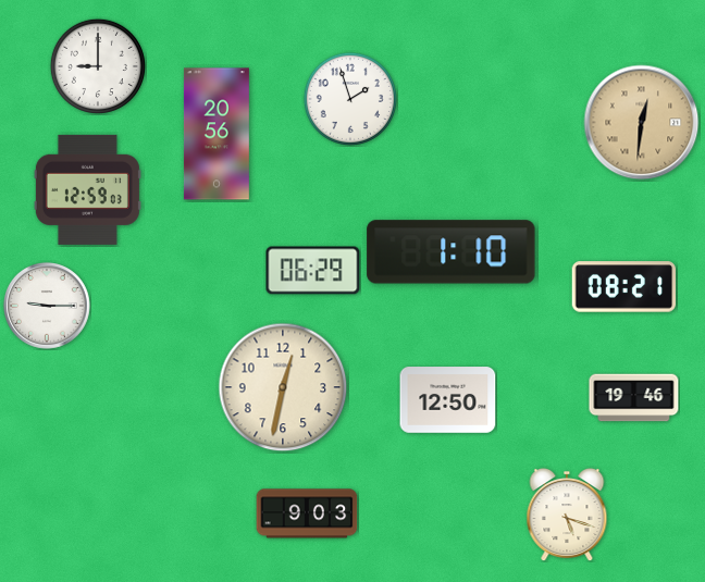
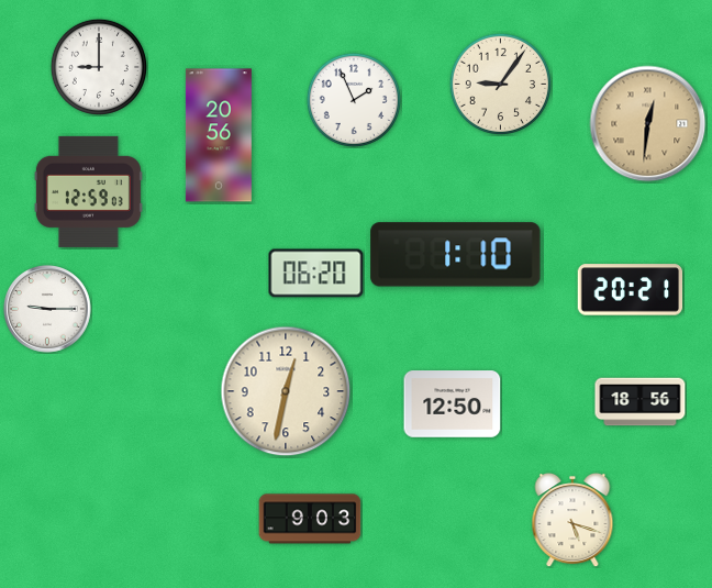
clock at (500, 84): none -> 9:06
clock at (350, 99): 1:57 -> 1:56
clock at (313, 271): 06:29 -> 06:20
clock at (624, 287): 08:21 -> 20:21
clock at (634, 398): 19:46 -> 18:56
